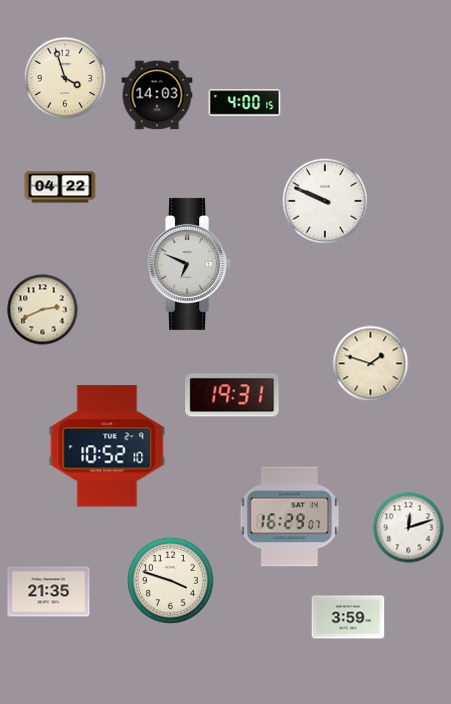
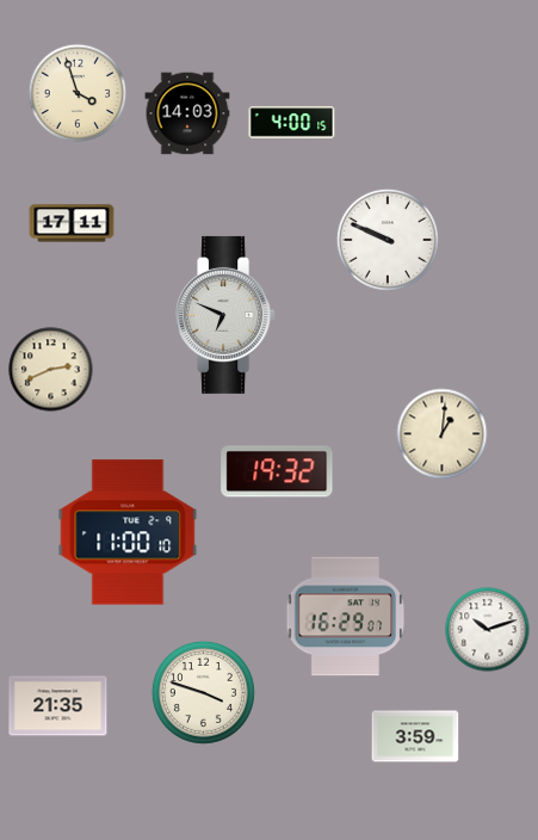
clock at (60, 187): 04:22 -> 17:11
clock at (371, 364): 1:48 -> 1:01
clock at (232, 395): 19:31 -> 19:32
clock at (107, 446): 10:52 -> 11:00
clock at (409, 528): 12:12 -> 10:12
